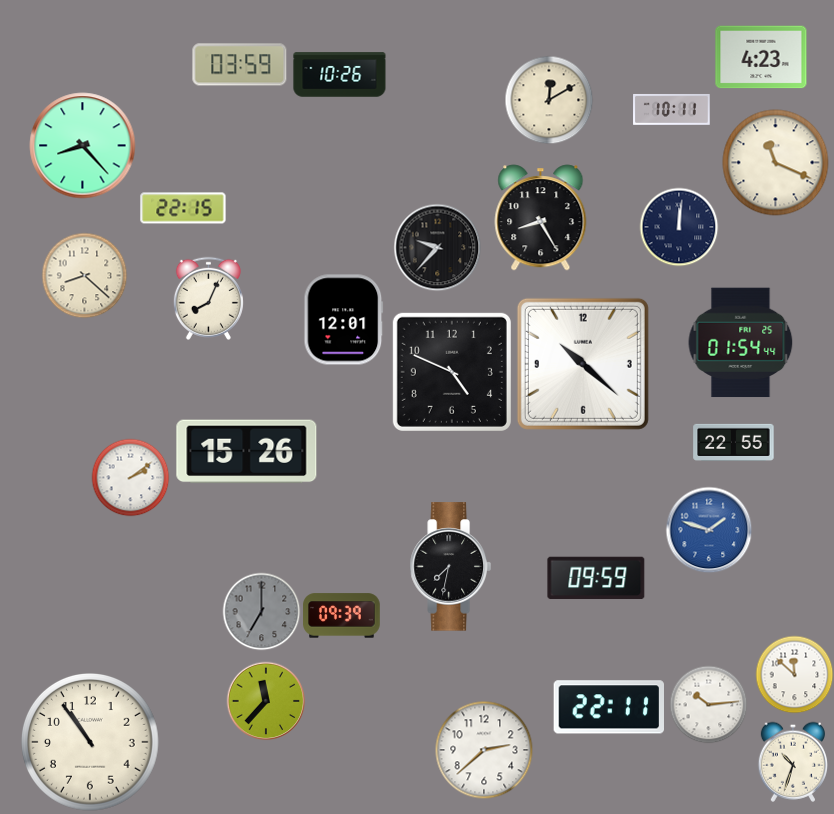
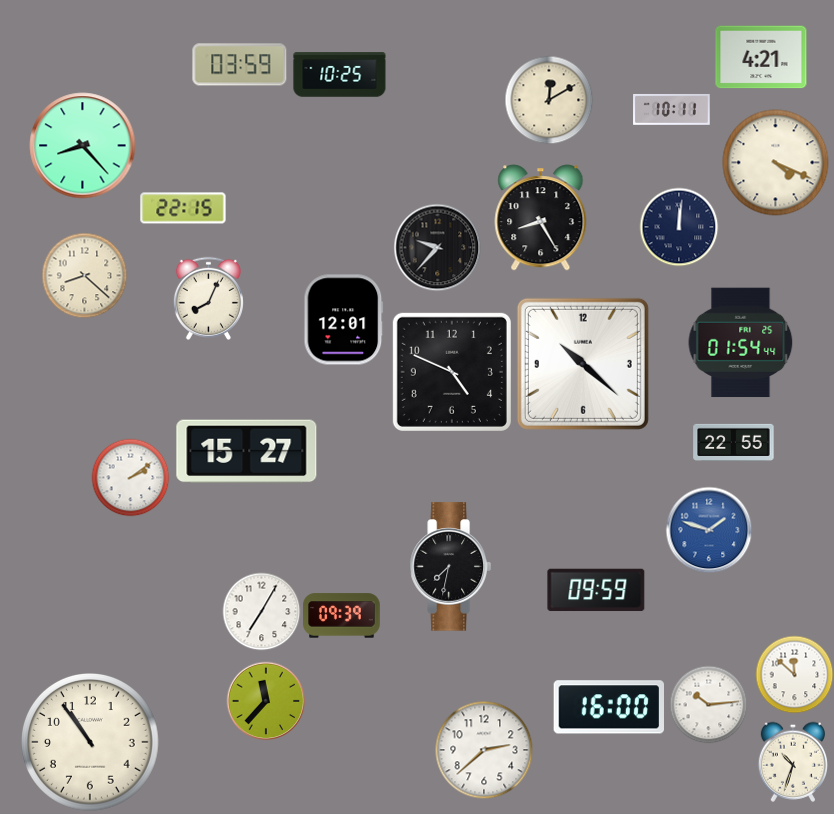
clock at (761, 57): 4:23 -> 4:21
clock at (340, 75): 10:26 -> 10:25
clock at (776, 163): 11:19 -> 4:19
clock at (247, 452): 15:26 -> 15:27
clock at (596, 578) position: (596, 578) -> (596, 590)
clock at (261, 611): 7:00 -> 7:05
clock at (261, 611) dial: grey -> white
clock at (608, 707): 22:11 -> 16:00
